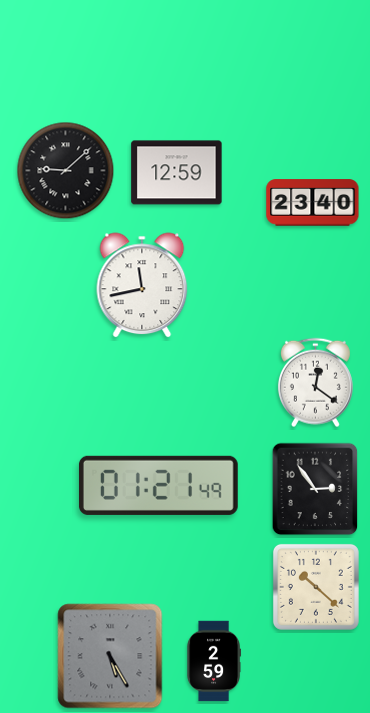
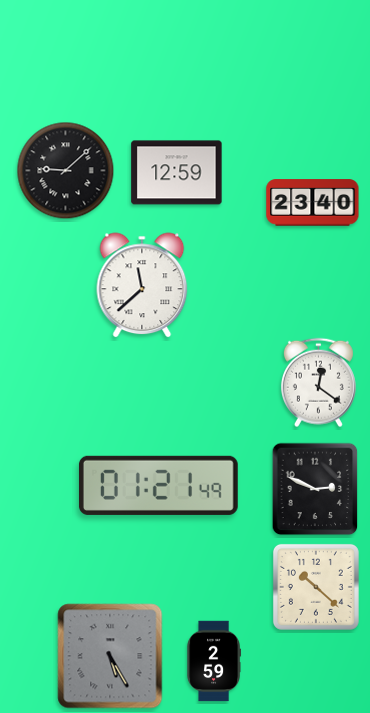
clock at (142, 285): 11:43 -> 11:38
clock at (315, 383) position: (315, 383) -> (318, 383)
clock at (315, 489): 2:54 -> 2:49
